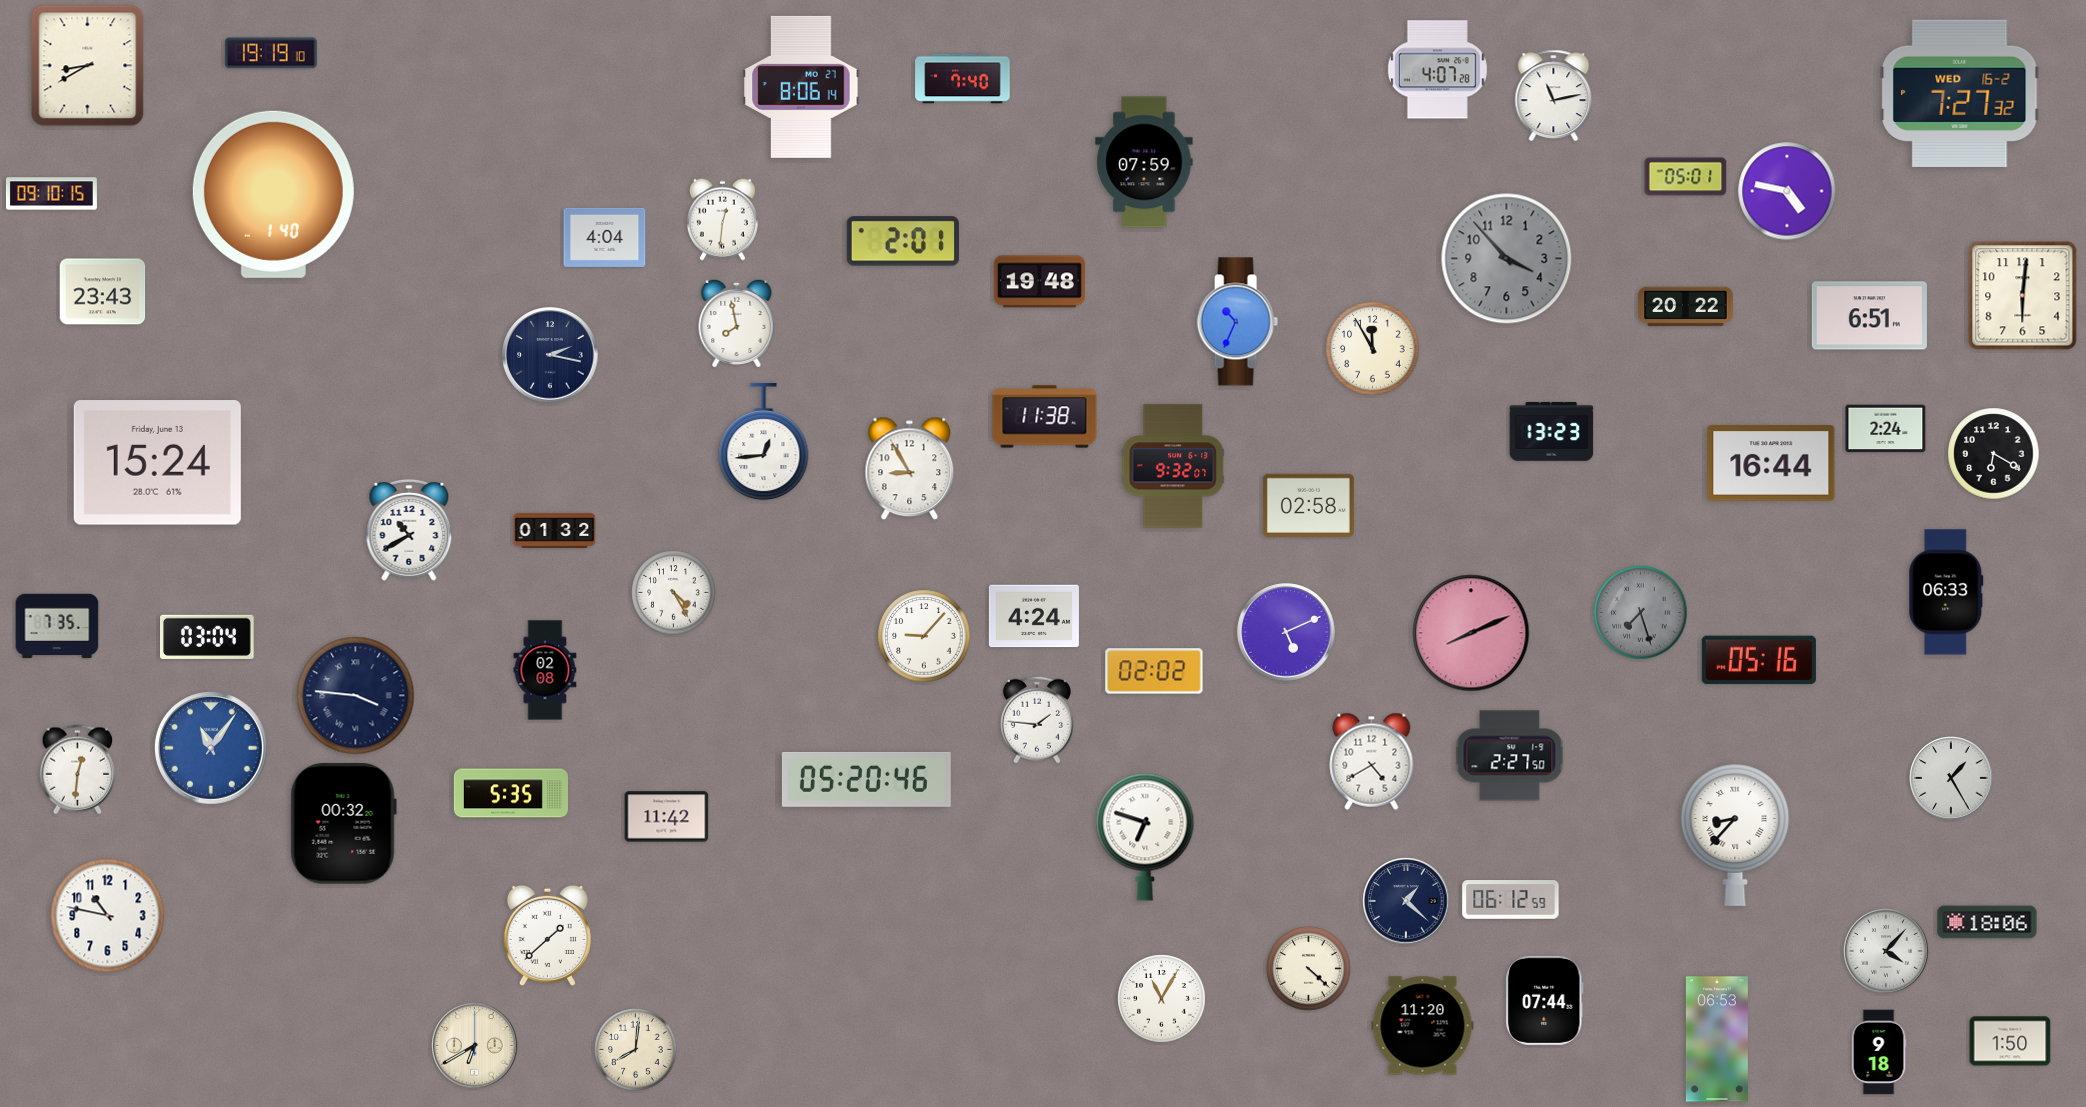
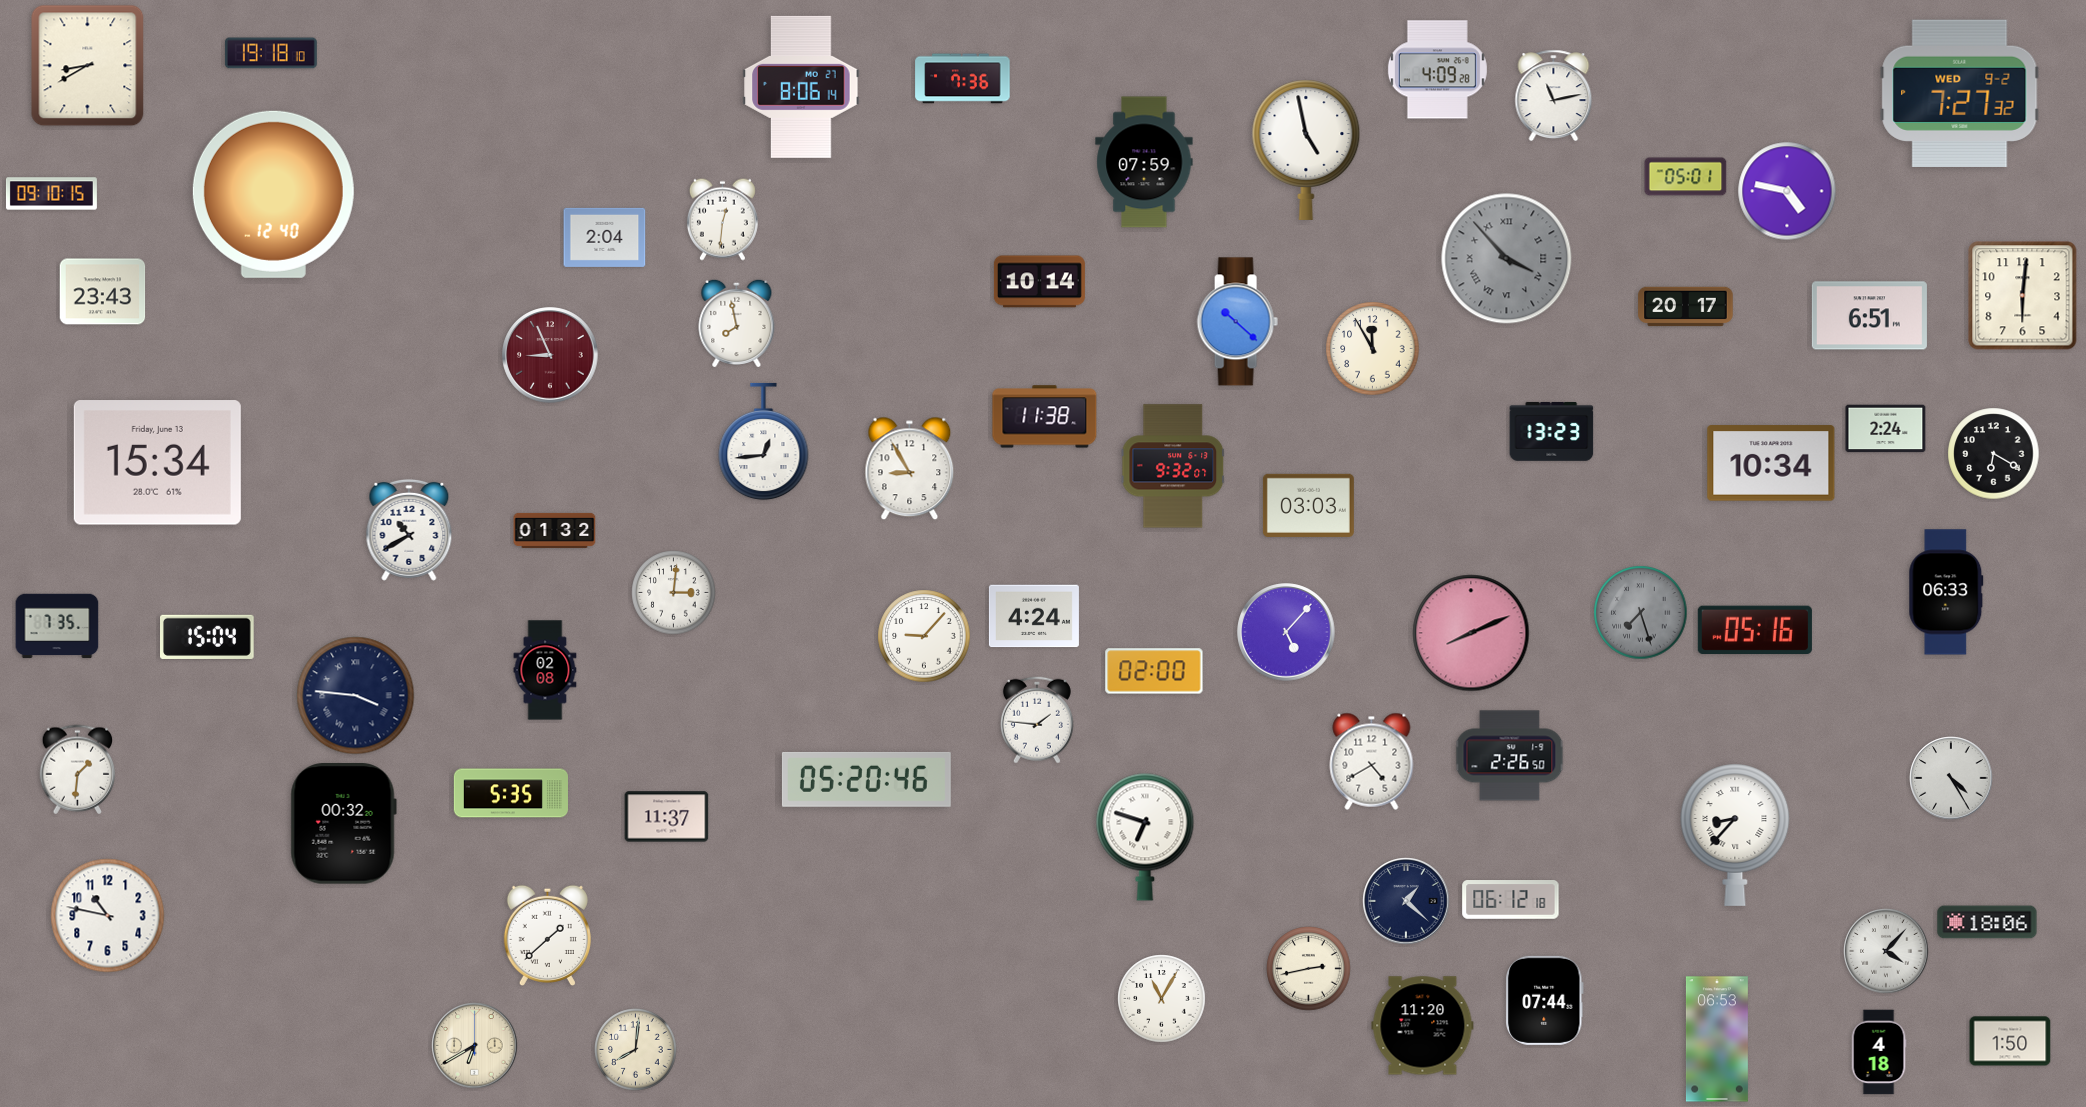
clock at (271, 53): 19:19 -> 19:18
clock at (1437, 70): 4:07 -> 4:09
clock at (963, 79): 7:40 -> 7:36
clock at (1960, 93) date: WED 16-2 -> WED 9-2
clock at (1306, 150): none -> 4:58
clock at (273, 194): 1:40 -> 12:40
clock at (605, 237): 4:04 -> 2:04
clock at (902, 241): 2:01 -> none
clock at (1507, 259) numerals: Arabic -> Roman
clock at (1039, 282): 19:48 -> 10:14
clock at (1686, 307): 20:22 -> 20:17
clock at (1237, 322): 10:34 -> 10:22
clock at (550, 355): 2:17 -> 8:56
clock at (550, 355) dial: navy -> burgundy
clock at (157, 463): 15:24 -> 15:34
clock at (1771, 463): 16:44 -> 10:34
clock at (1308, 505): 02:58 -> 03:03
clock at (674, 593): 4:25 -> 3:01
clock at (1286, 632): 5:11 -> 5:07
clock at (207, 637): 03:04 -> 15:04
clock at (1759, 660) position: (1759, 660) -> (1755, 630)
clock at (1154, 671): 02:02 -> 02:00
clock at (211, 748): 11:06 -> none
clock at (1510, 756): 2:27 -> 2:26
clock at (78, 770): 12:31 -> 1:31
clock at (1951, 778): 1:25 -> 4:25
clock at (667, 817): 11:42 -> 11:37
clock at (1511, 900): 06:12:59 -> 06:12:18
clock at (1309, 969): 4:22 -> 2:43
clock at (1879, 1052): 9:18 -> 4:18
